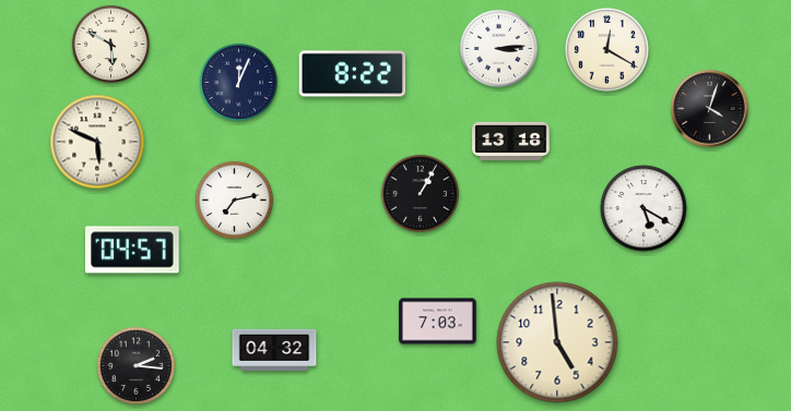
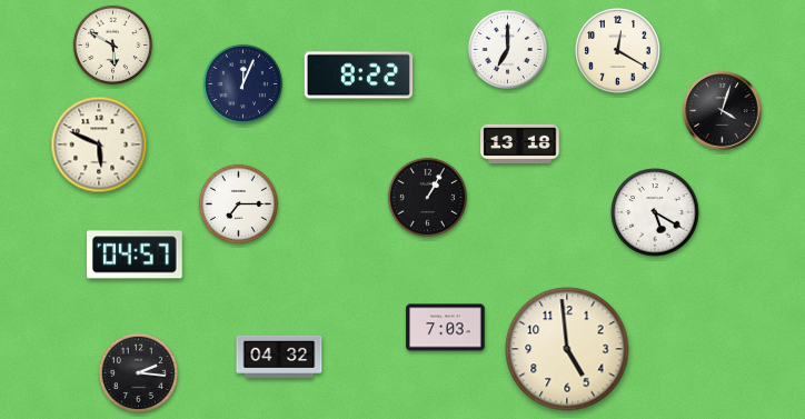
clock at (498, 48): 3:14 -> 7:00
clock at (234, 200): 7:13 -> 7:15
